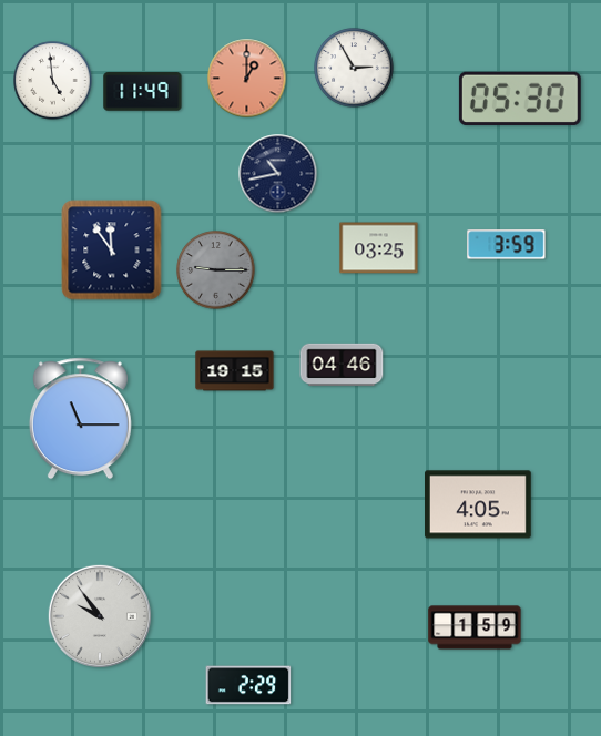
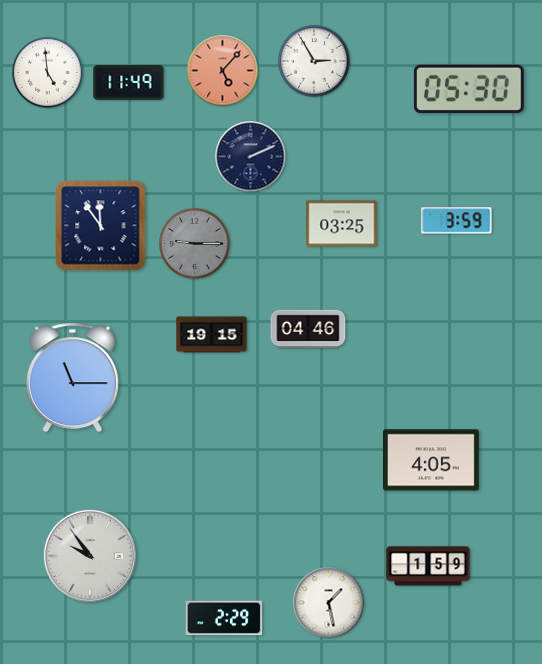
clock at (354, 68) position: (354, 68) -> (314, 61)
clock at (247, 79): 1:00 -> 5:07
clock at (278, 174): 10:43 -> 2:11
clock at (479, 504) position: (479, 504) -> (432, 460)
clock at (329, 603): none -> 1:28
